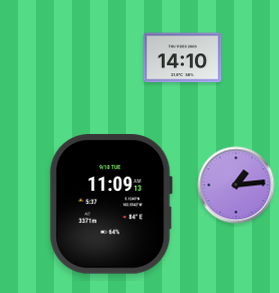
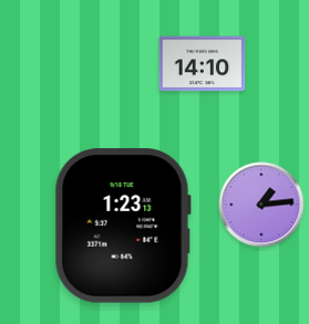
clock at (111, 204): 11:09 -> 1:23
